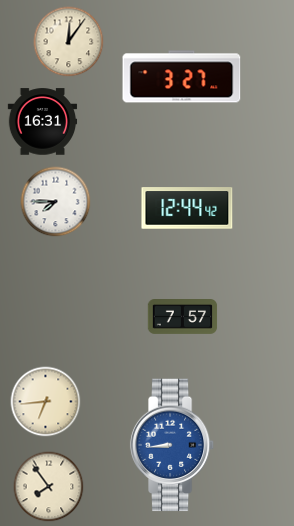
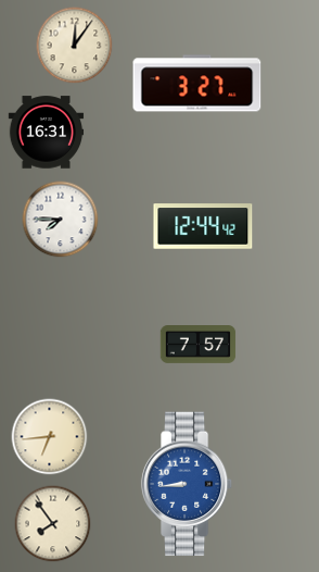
clock at (49, 487) position: (49, 487) -> (53, 524)
